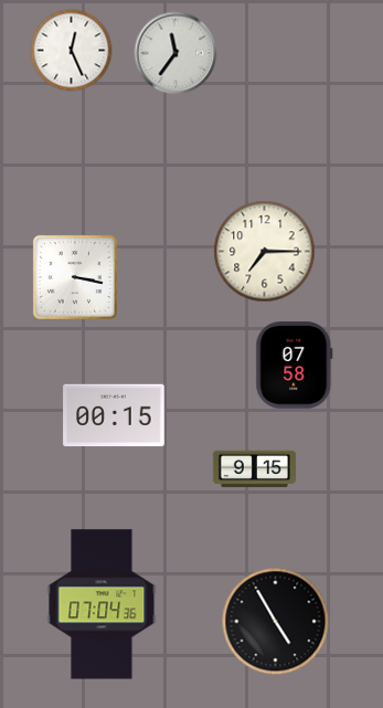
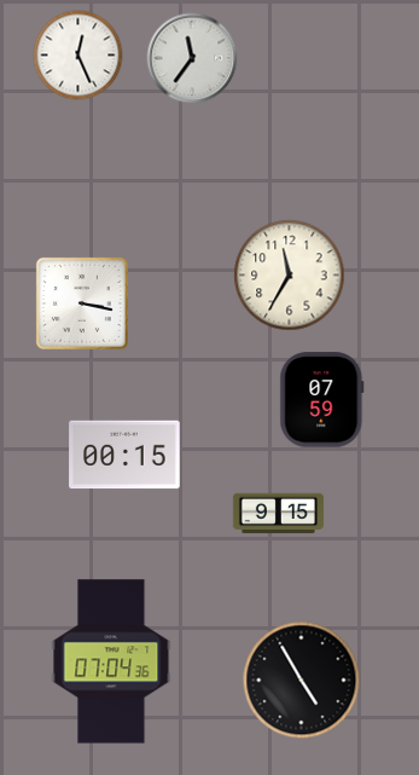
clock at (265, 252): 7:15 -> 11:35
clock at (295, 366): 07:58 -> 07:59
